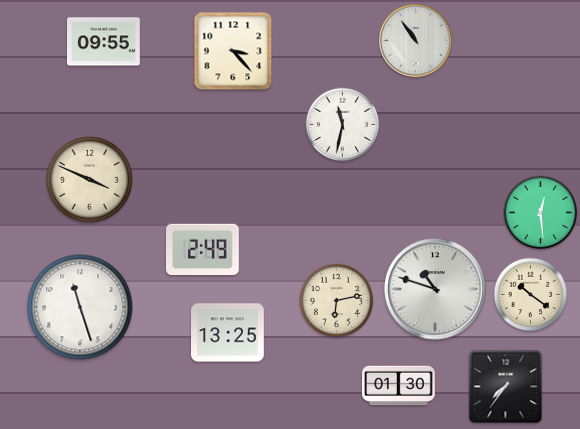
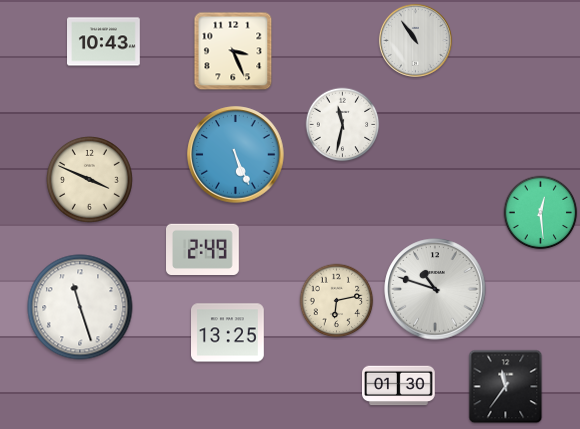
clock at (104, 42): 09:55 -> 10:43
clock at (233, 51): 3:23 -> 3:26
clock at (236, 155): none -> 5:26
clock at (531, 295): 10:21 -> none
clock at (506, 387): 7:36 -> 11:36
